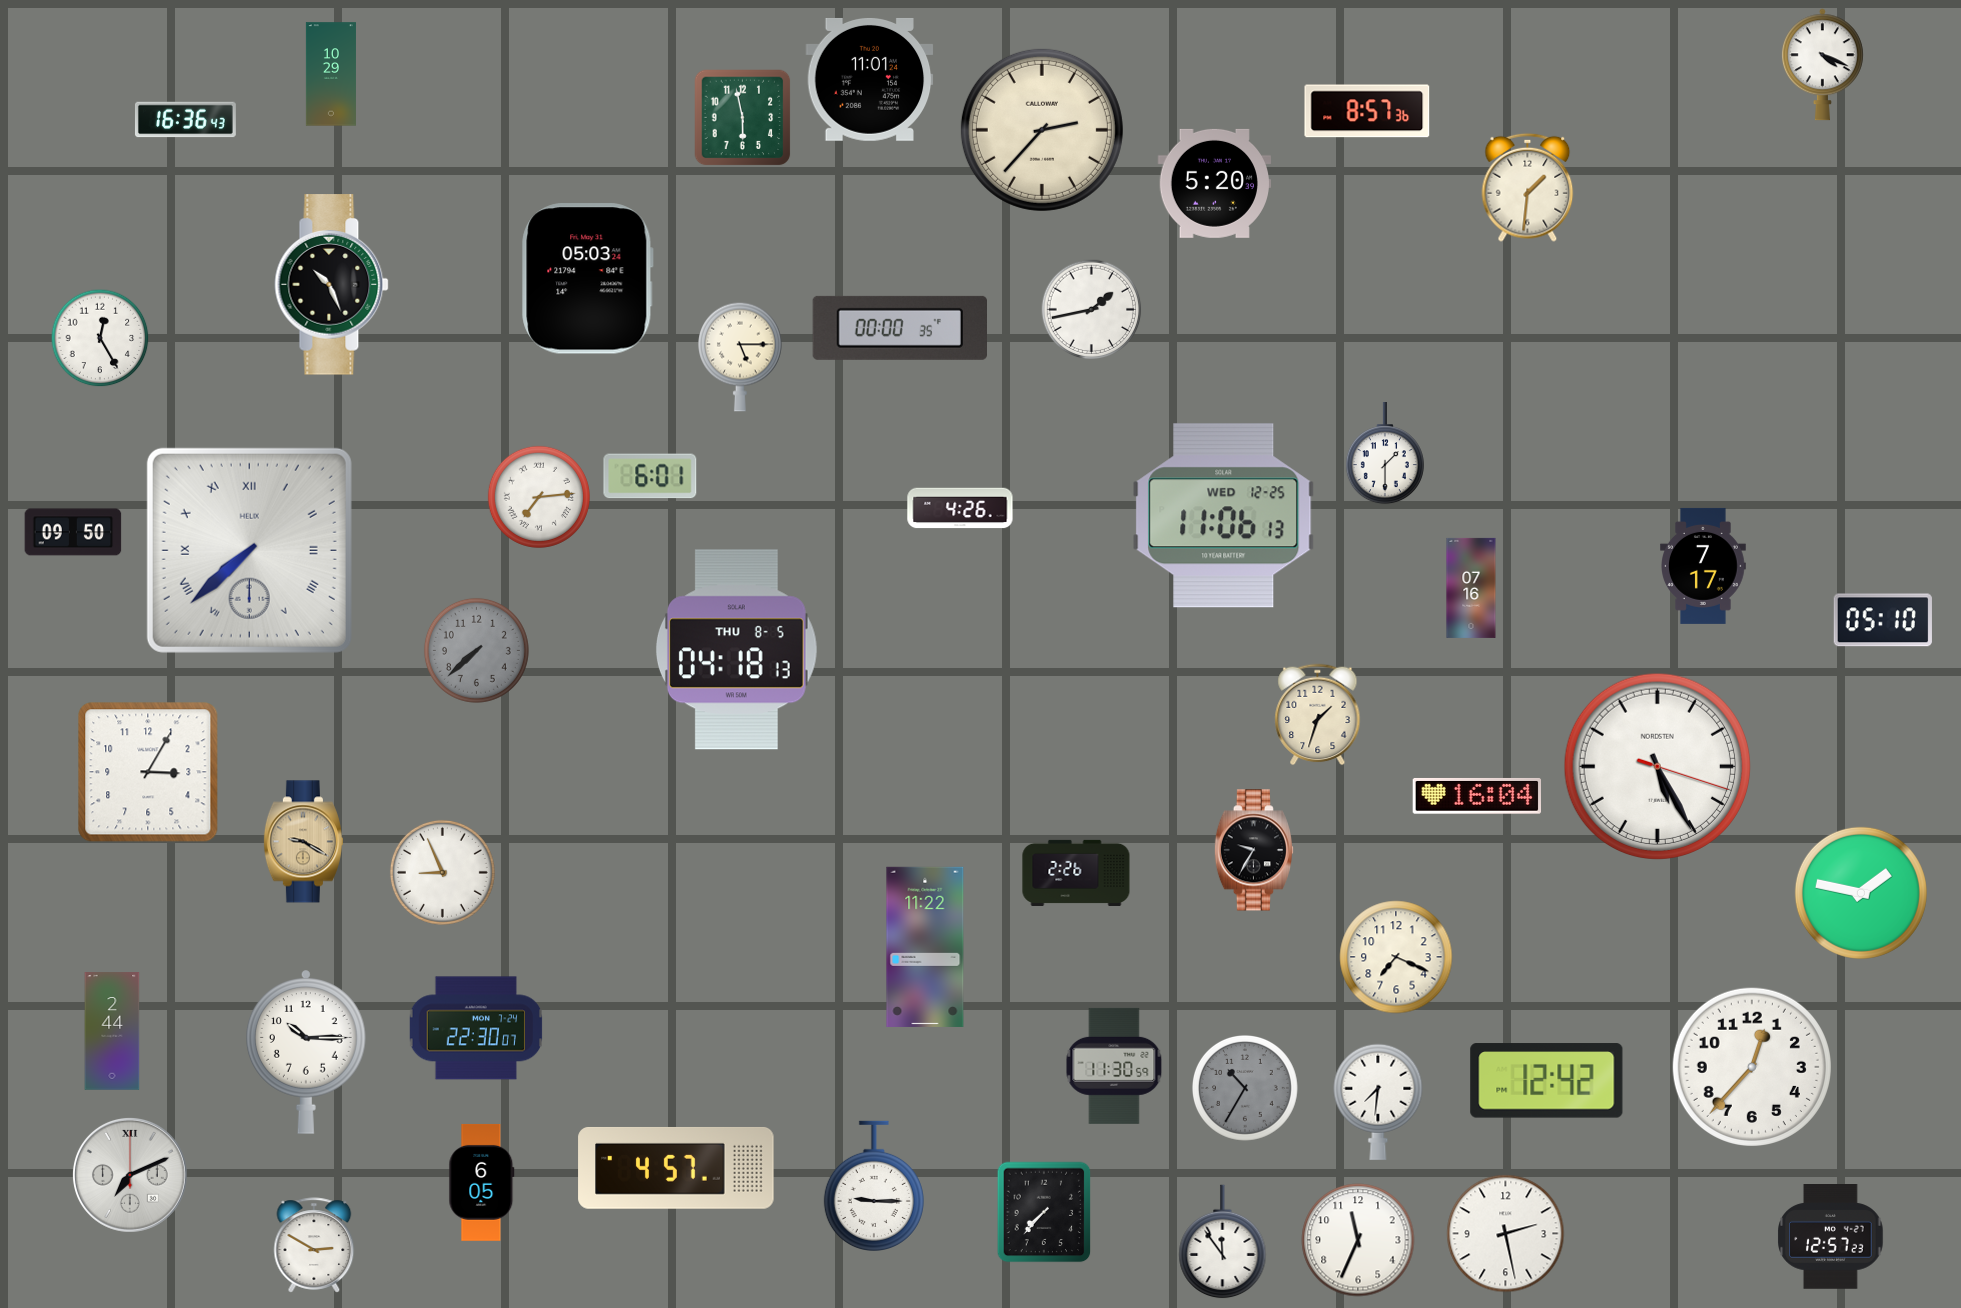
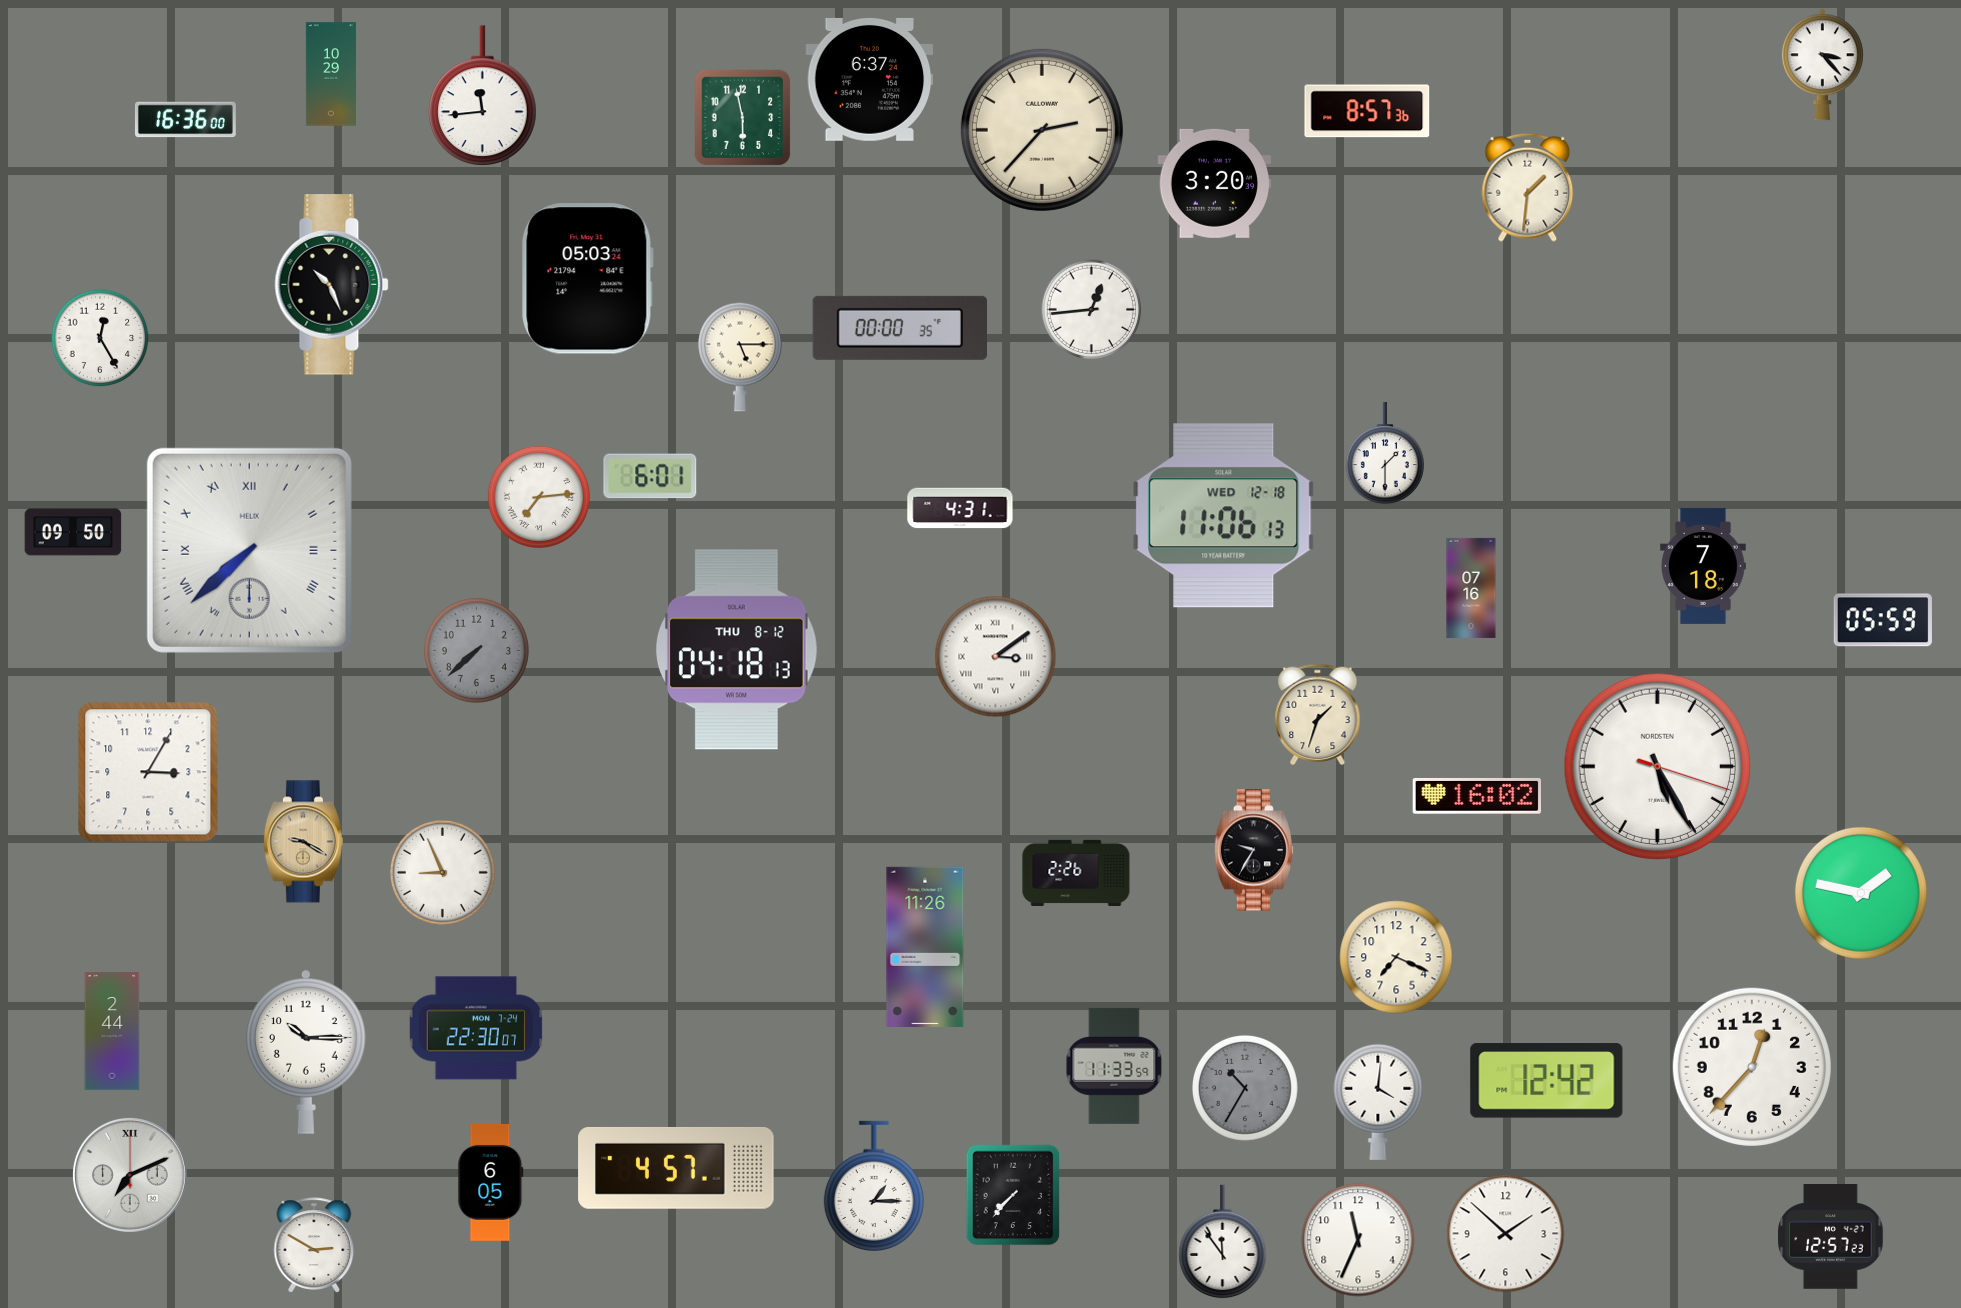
clock at (1822, 65): 4:19 -> 3:23
clock at (870, 79): 11:01 -> 6:37
clock at (483, 95): none -> 11:44
clock at (185, 120): 16:36:43 -> 16:36:00
clock at (1214, 183): 5:20 -> 3:20
clock at (1092, 310): 1:43 -> 12:44
clock at (960, 508): 4:26 -> 4:31
clock at (1224, 516) date: WED 12-25 -> WED 12-18
clock at (1704, 566): 7:17 -> 7:18
clock at (1883, 620): 05:10 -> 05:59
clock at (736, 650) date: THU 8-5 -> THU 8-12
clock at (996, 657): none -> 3:09
clock at (1476, 796): 16:04 -> 16:02
clock at (925, 947): 11:22 -> 11:26
clock at (1114, 1066): 11:30 -> 11:33
clock at (1378, 1102): 7:31 -> 4:01
clock at (482, 1182) position: (482, 1182) -> (491, 1182)
clock at (874, 1185): 9:15 -> 1:15
clock at (1044, 1212) position: (1044, 1212) -> (1013, 1195)
clock at (1506, 1234): 2:28 -> 1:52
